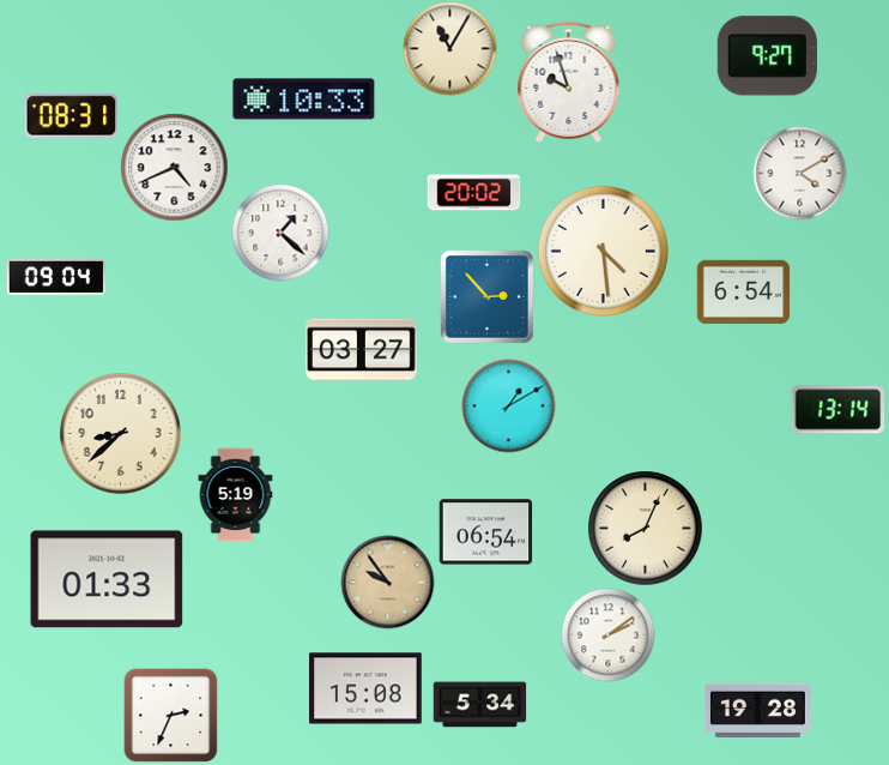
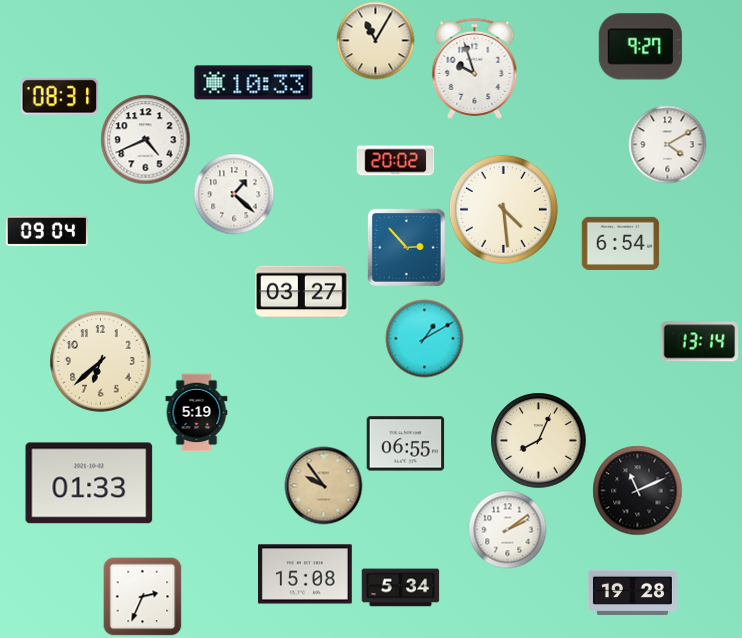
clock at (121, 434): 8:38 -> 6:38
clock at (485, 532): 06:54 -> 06:55
clock at (637, 490): none -> 11:11
